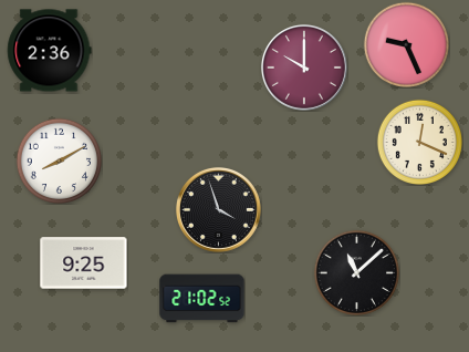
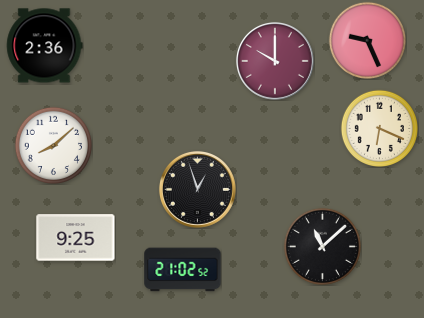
clock at (419, 142): 12:19 -> 6:19
clock at (59, 161): 8:10 -> 8:08
clock at (218, 209): 3:57 -> 12:57
